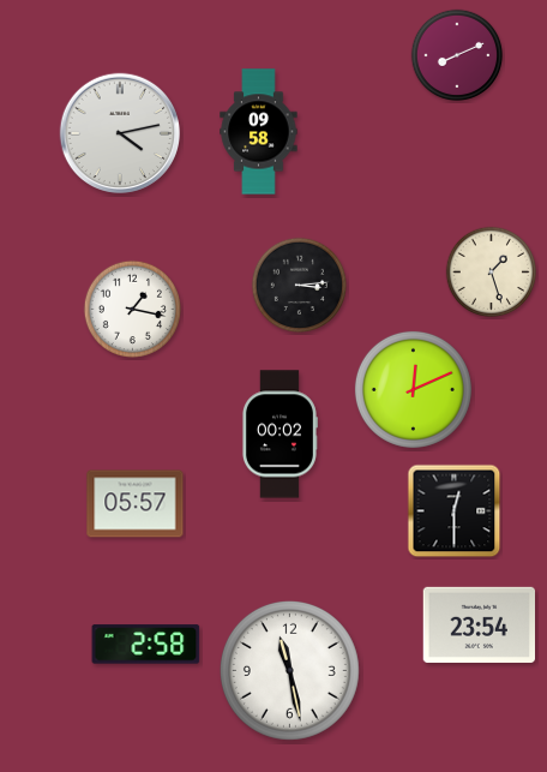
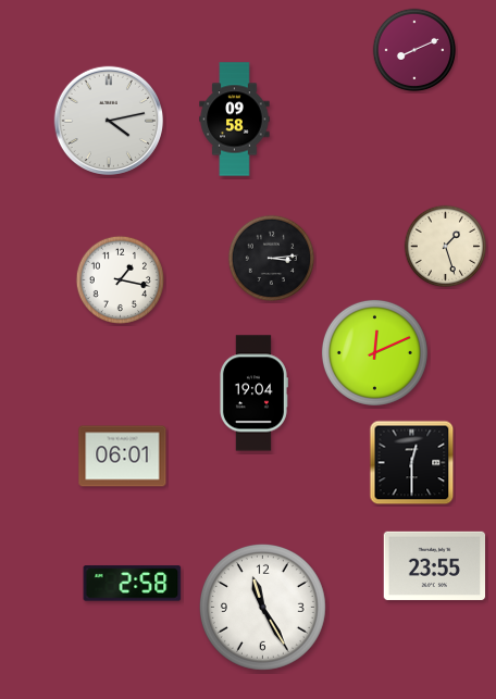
clock at (279, 435): 00:02 -> 19:04
clock at (136, 504): 05:57 -> 06:01
clock at (479, 624): 23:54 -> 23:55
clock at (289, 670): 11:28 -> 11:25
